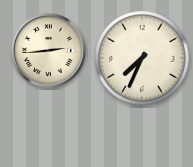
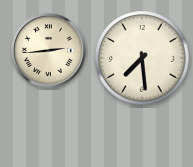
clock at (142, 58): 7:34 -> 7:29
